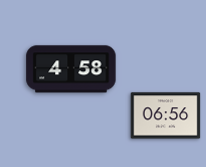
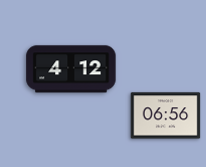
clock at (71, 69): 4:58 -> 4:12
